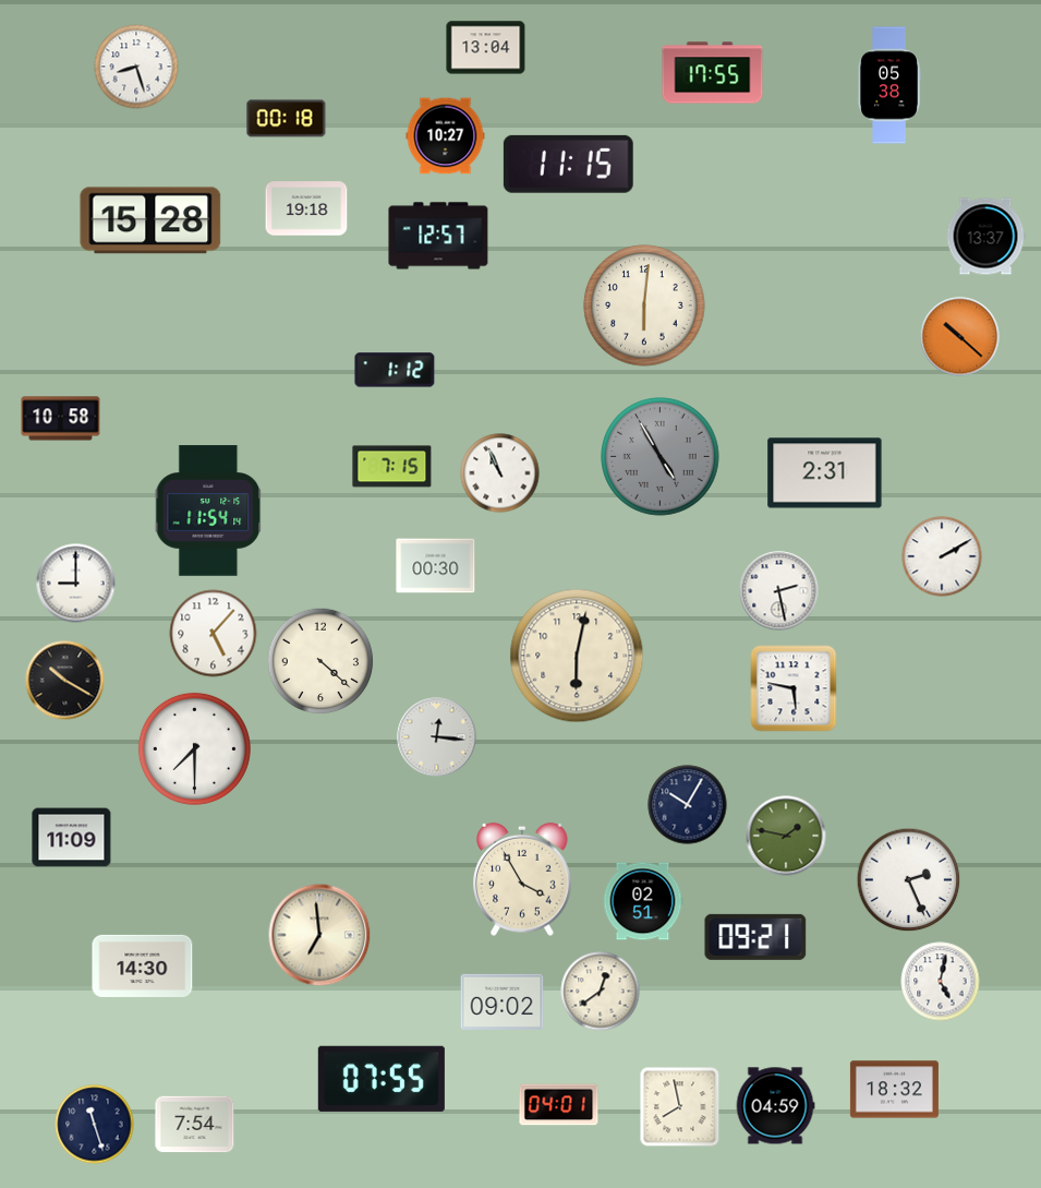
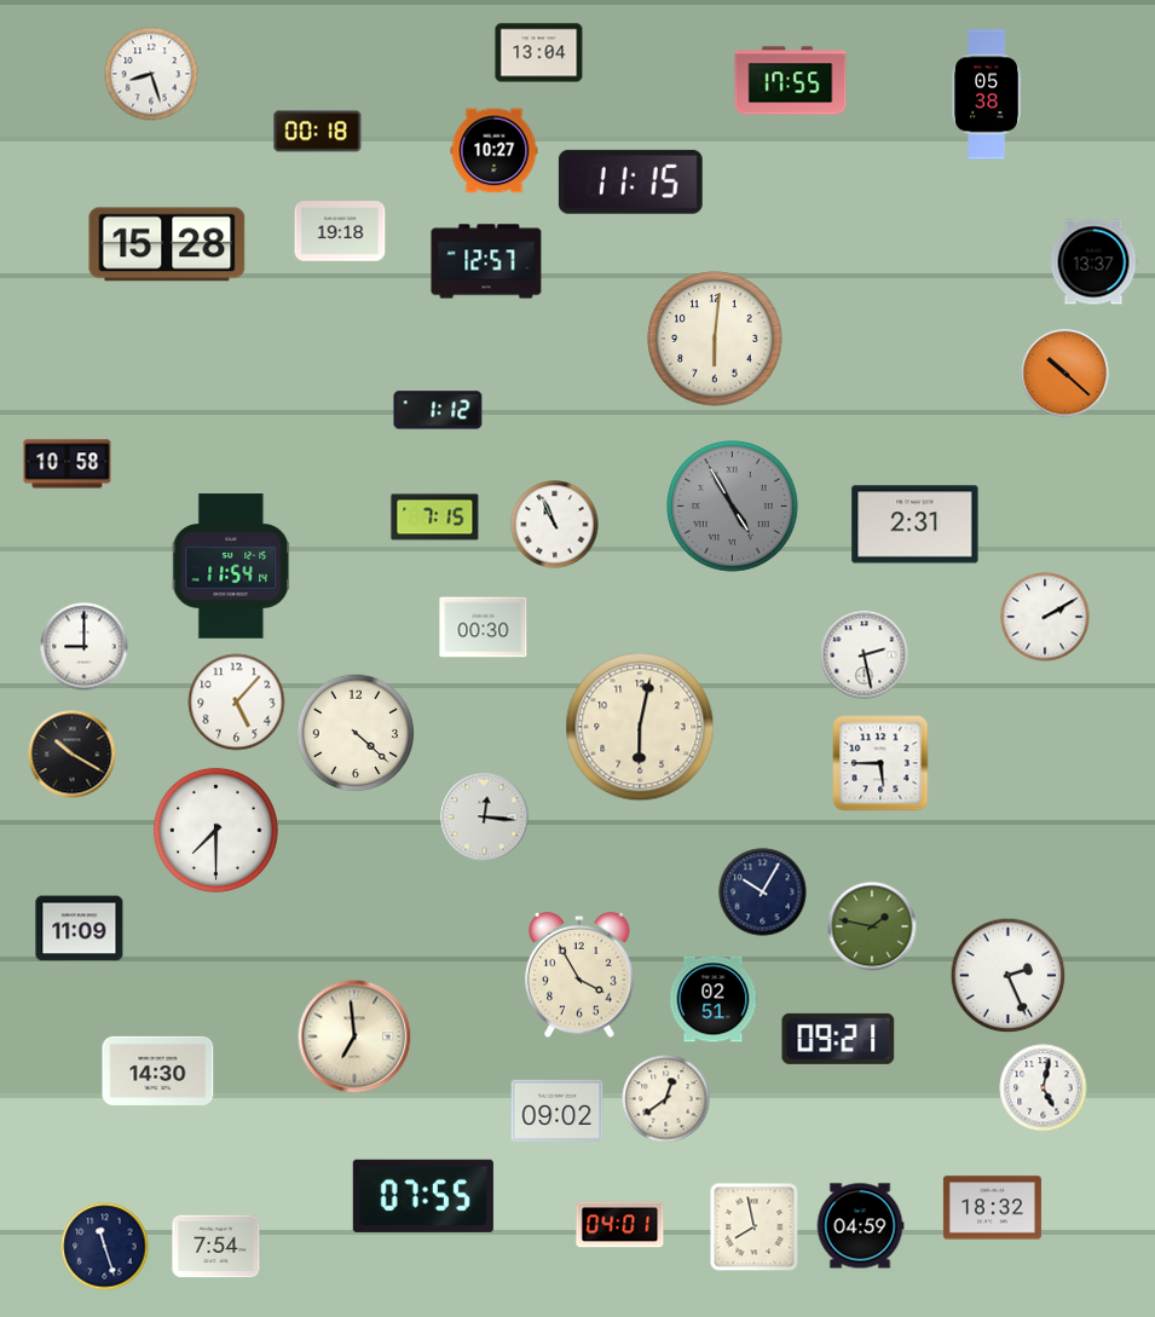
clock at (794, 688): 5:47 -> 5:45
